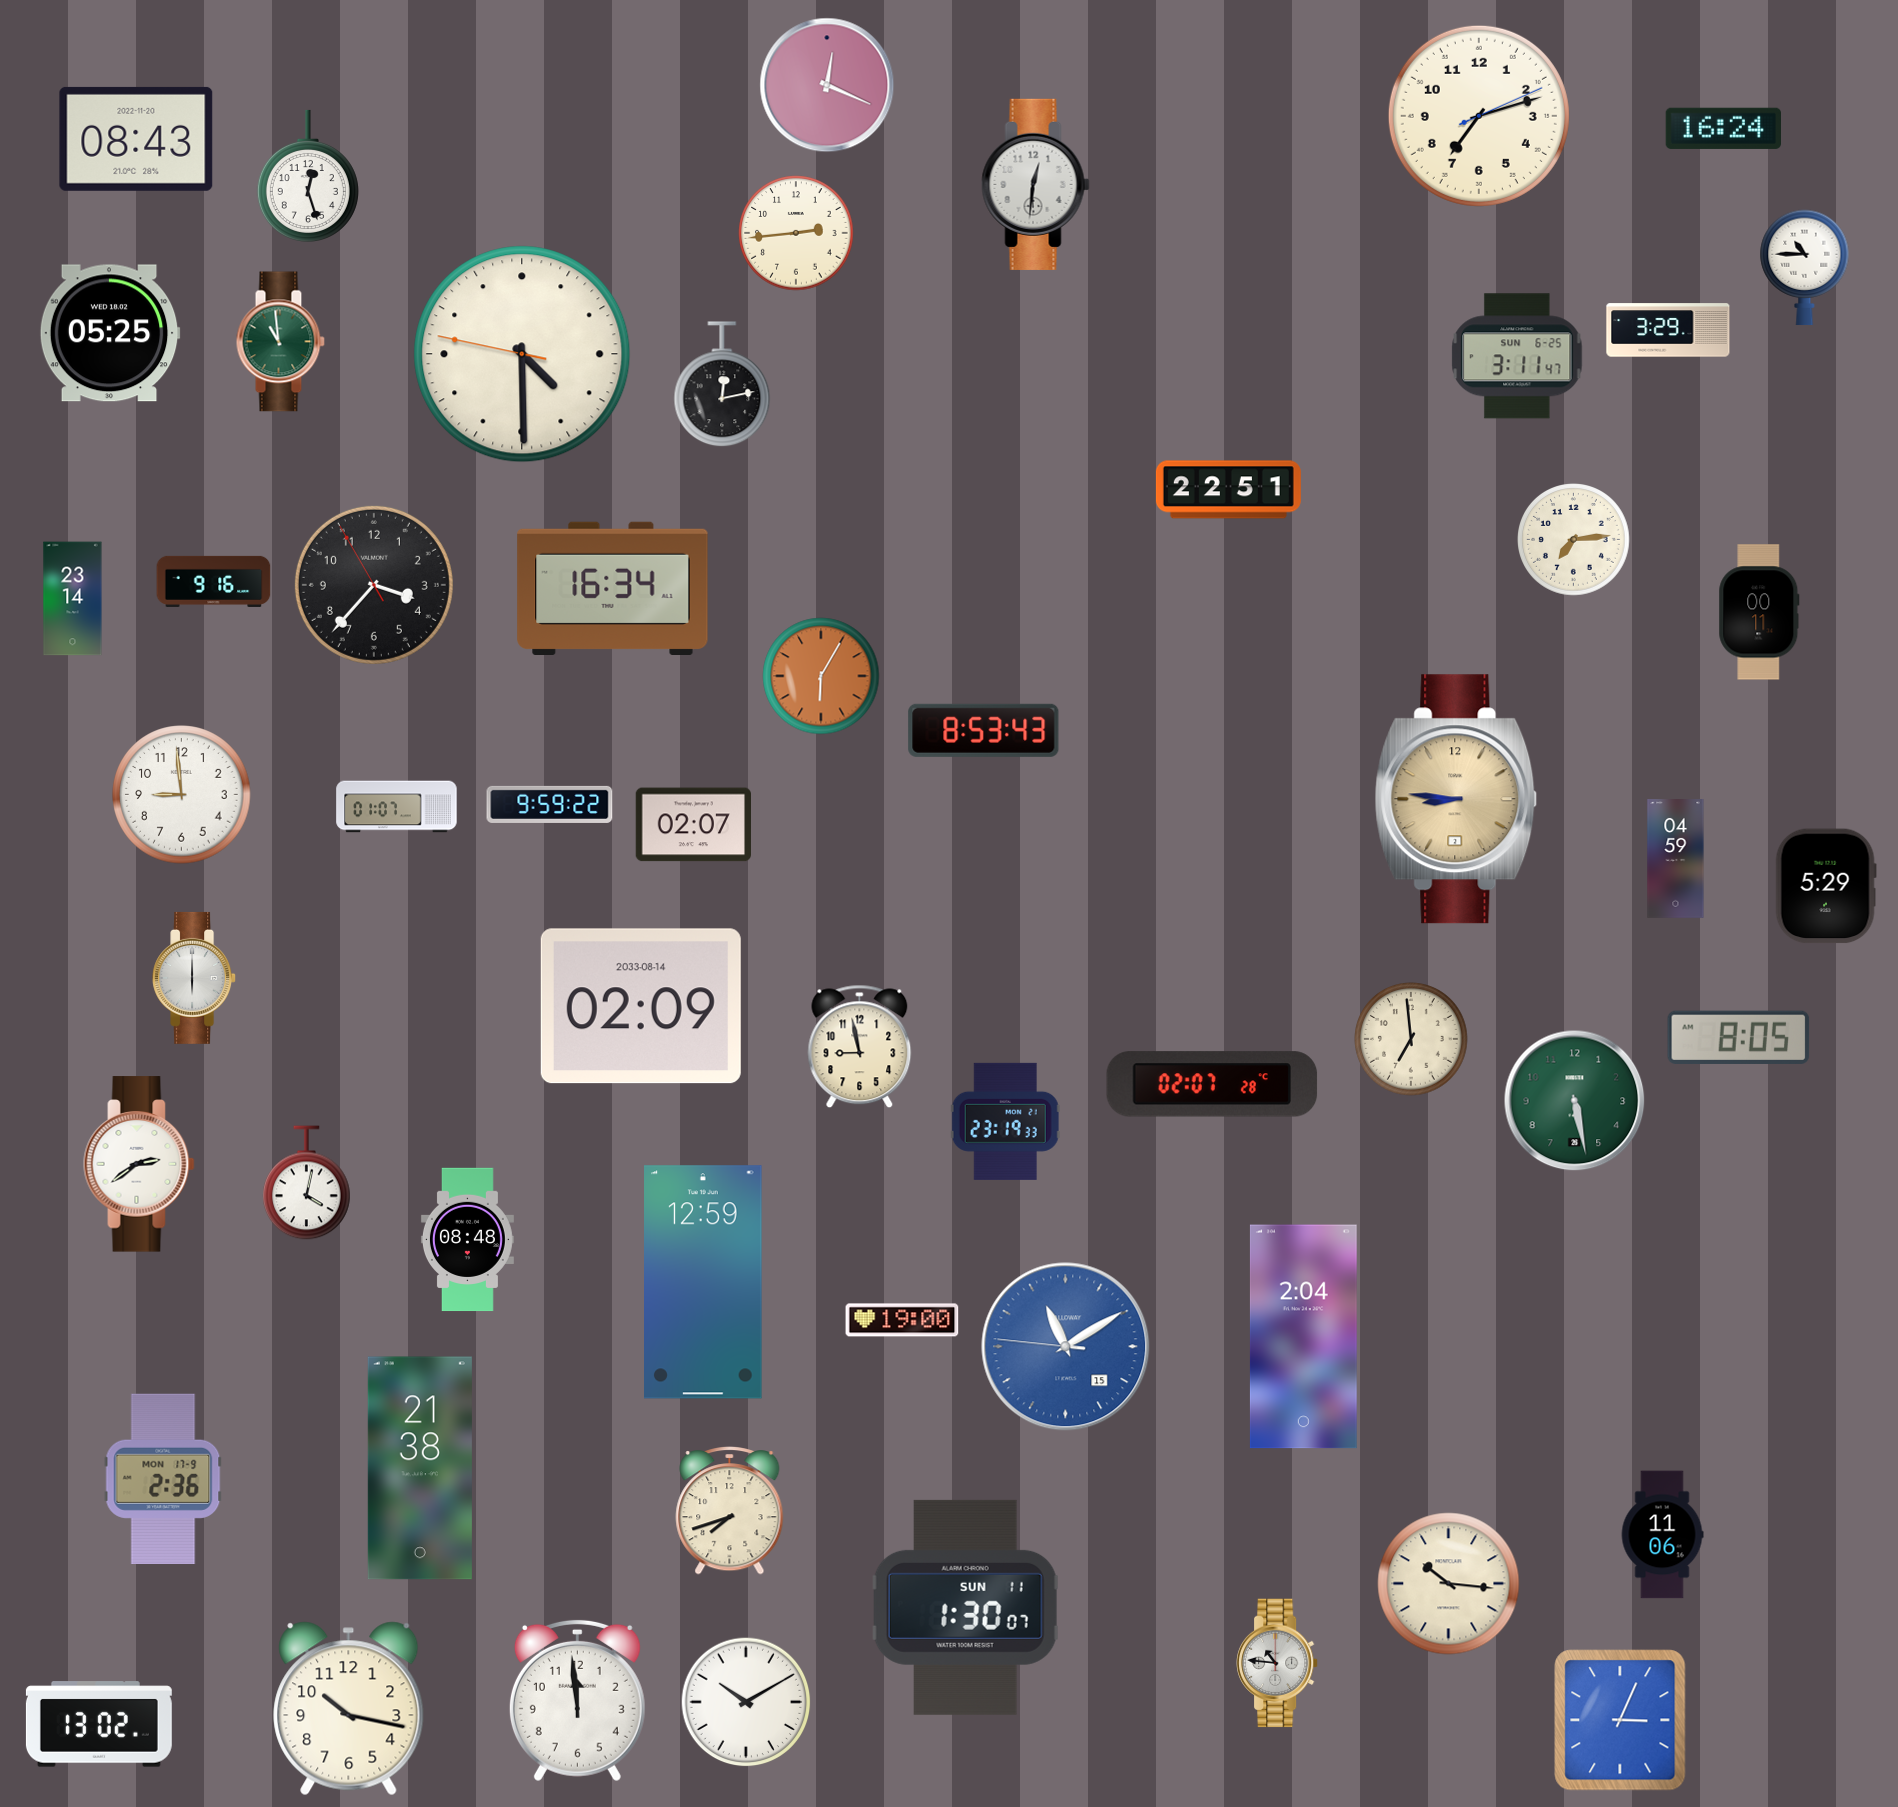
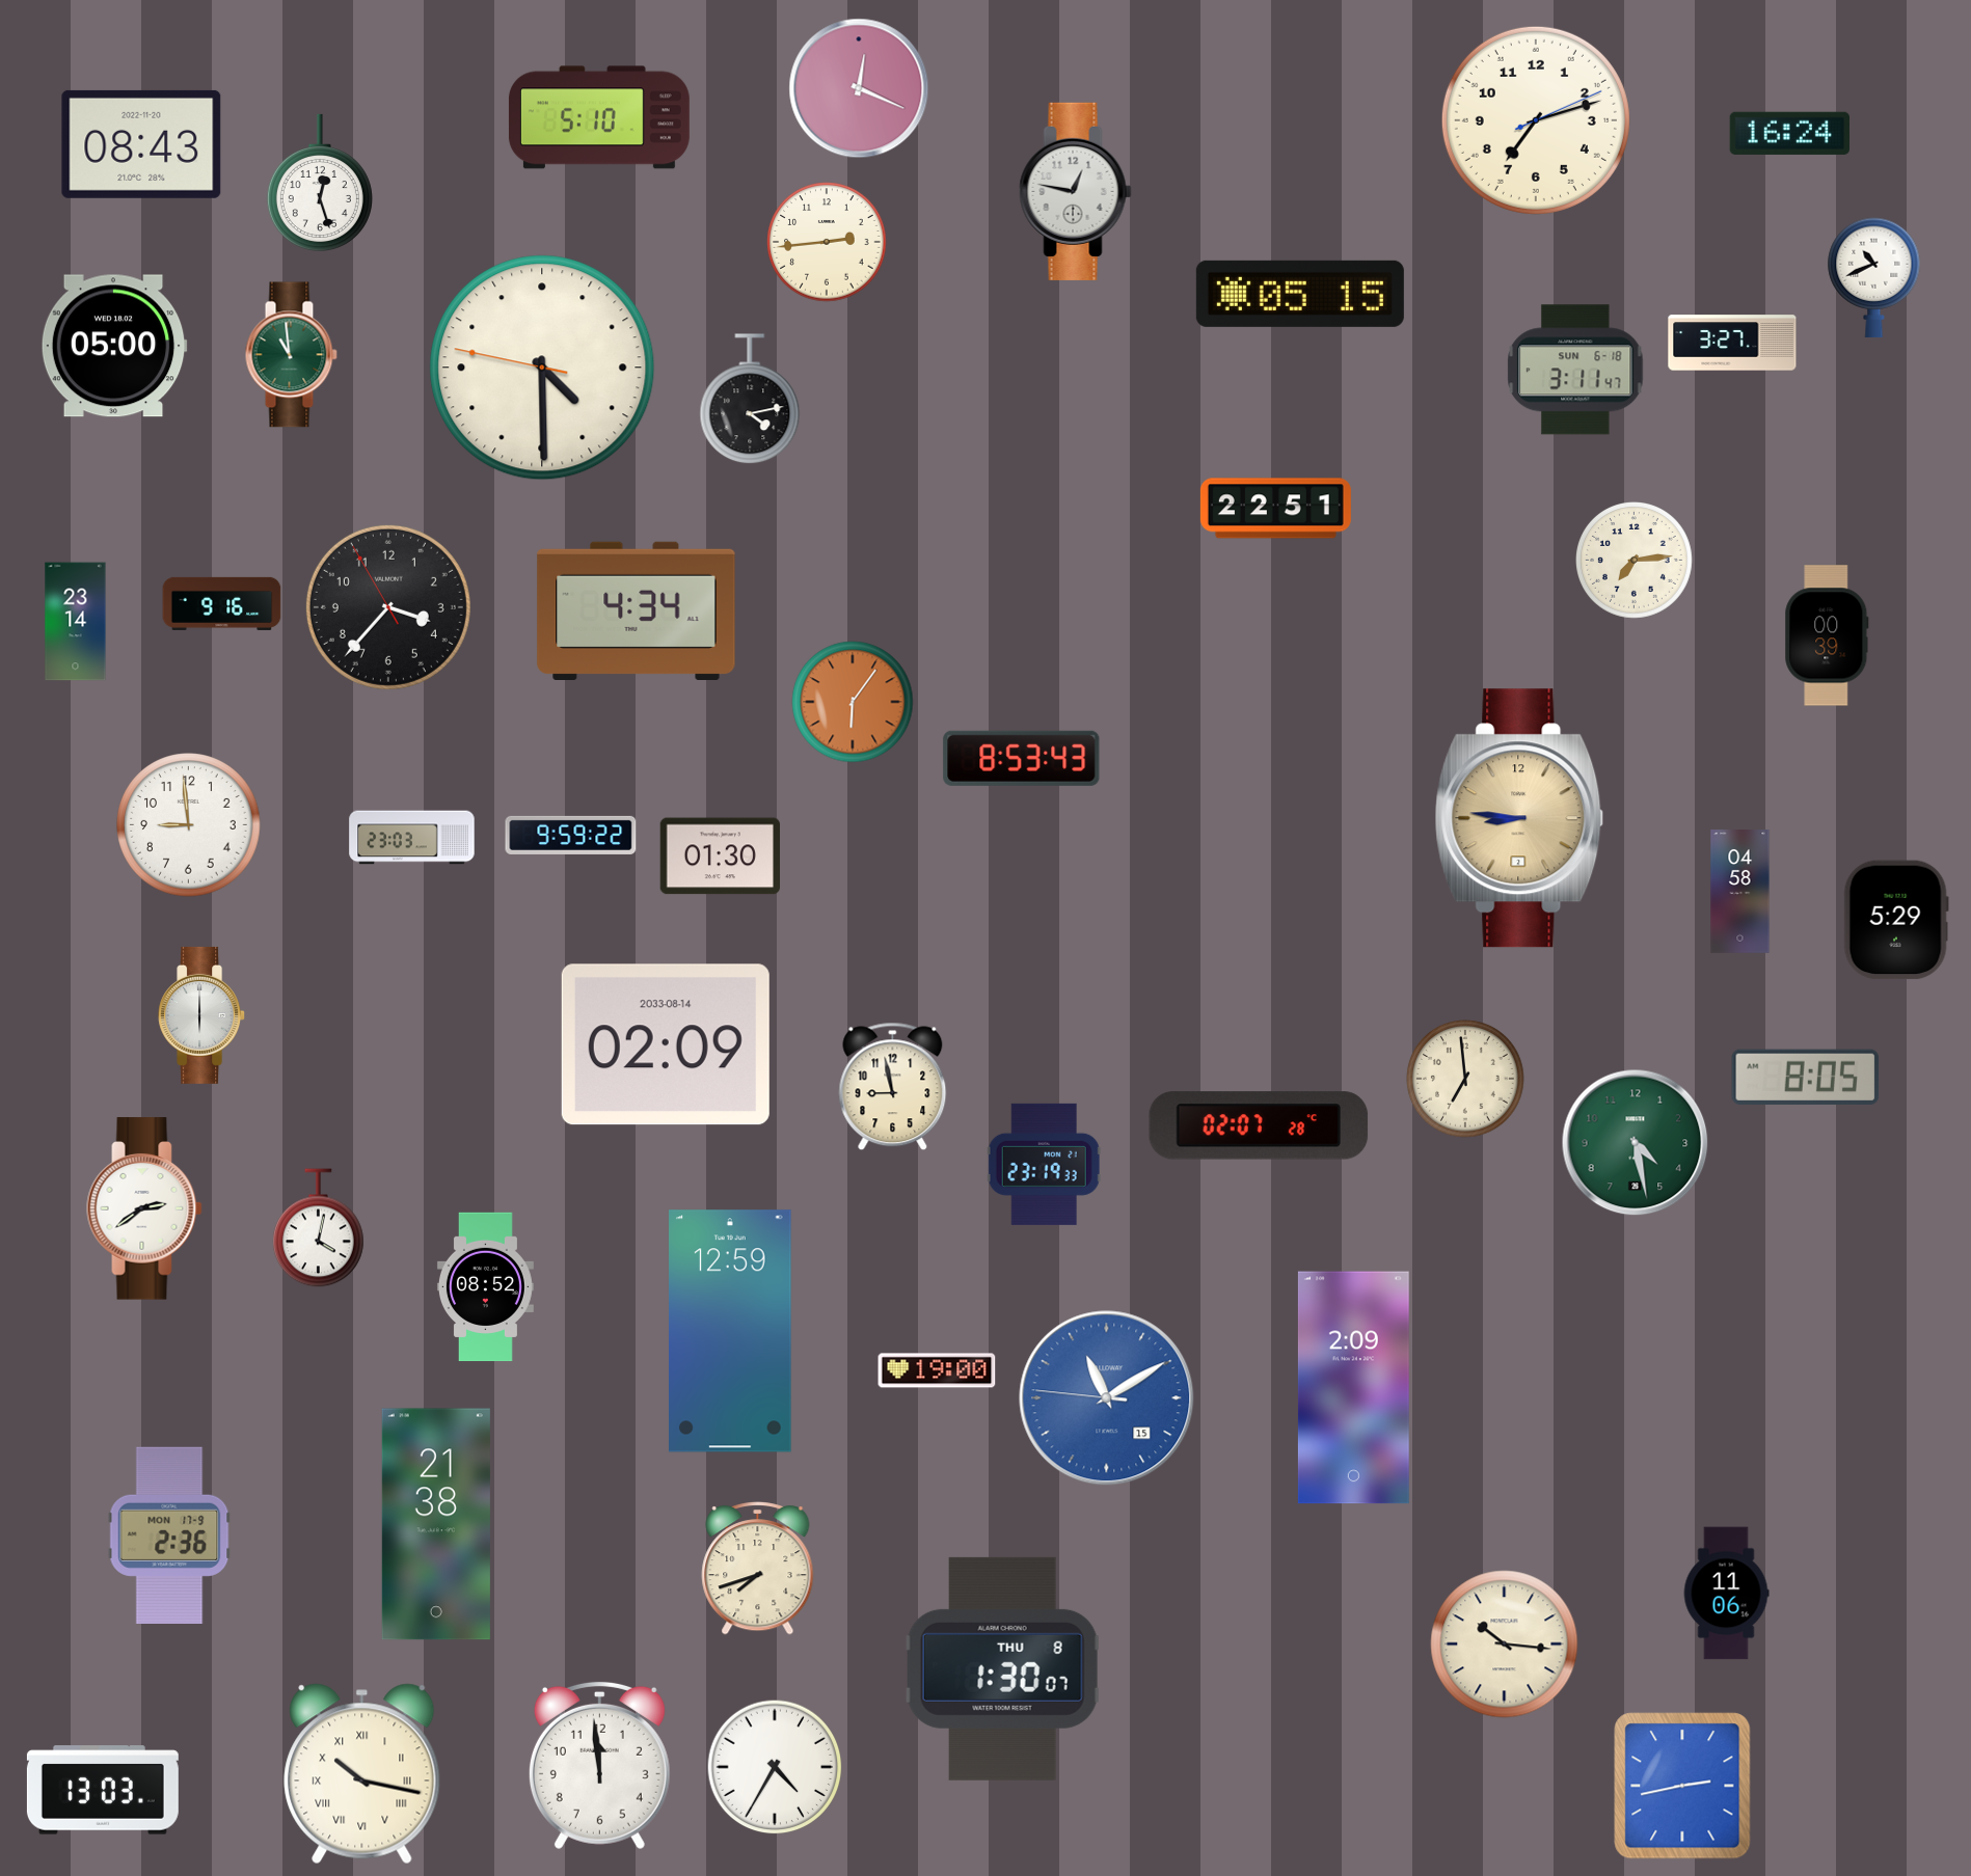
clock at (599, 117): none -> 5:10
clock at (1036, 184): 12:31 -> 12:47
clock at (1805, 268): 10:45 -> 10:41
clock at (1300, 294): none -> 05:15
clock at (1668, 330): 3:29 -> 3:27
clock at (110, 333): 05:25 -> 05:00
clock at (1517, 356) date: SUN 6-25 -> SUN 6-18
clock at (722, 385): 12:13 -> 4:13
clock at (613, 588): 16:34 -> 4:34
clock at (1759, 612): 00:11 -> 00:39
clock at (821, 676): 6:05 -> 6:06
clock at (1456, 799) position: (1456, 799) -> (1519, 818)
clock at (397, 807): 01:07 -> 23:03
clock at (693, 825): 02:07 -> 01:30
clock at (1676, 859): 04:59 -> 04:58
clock at (1575, 1101): 5:28 -> 4:28
clock at (467, 1240): 08:48 -> 08:52
clock at (1303, 1337): 2:04 -> 2:09
clock at (966, 1607) date: SUN 11 -> THU 8
clock at (1278, 1663): 10:46 -> none
clock at (746, 1702): 10:10 -> 4:35
clock at (349, 1709) numerals: Arabic -> Roman
clock at (1620, 1720): 3:04 -> 2:43
clock at (99, 1724): 13:02 -> 13:03
